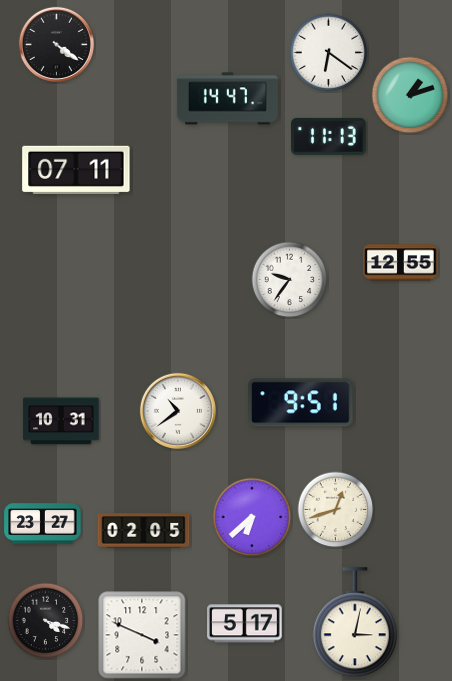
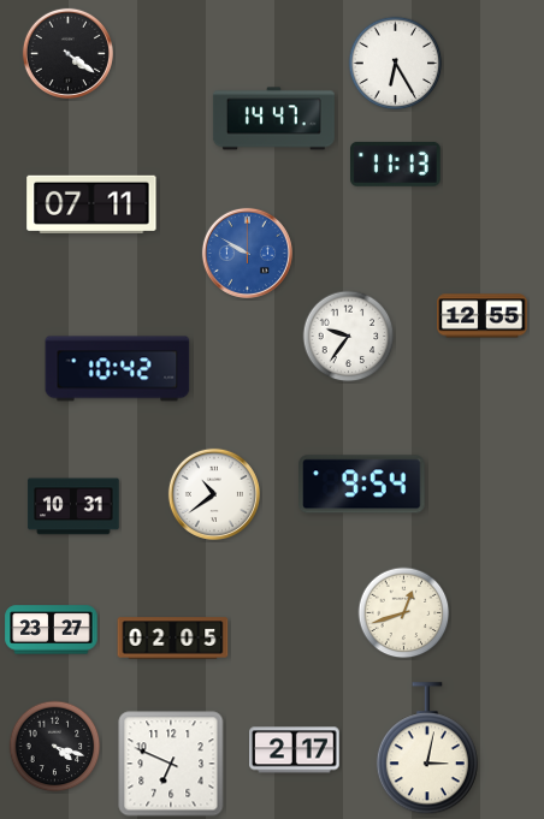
clock at (329, 53): 6:21 -> 6:25
clock at (410, 95): 1:12 -> none
clock at (247, 253): none -> 9:50
clock at (118, 369): none -> 10:42
clock at (301, 403): 9:51 -> 9:54
clock at (252, 517): 6:38 -> none
clock at (245, 624): 5:17 -> 2:17
clock at (142, 635): 3:49 -> 6:49
